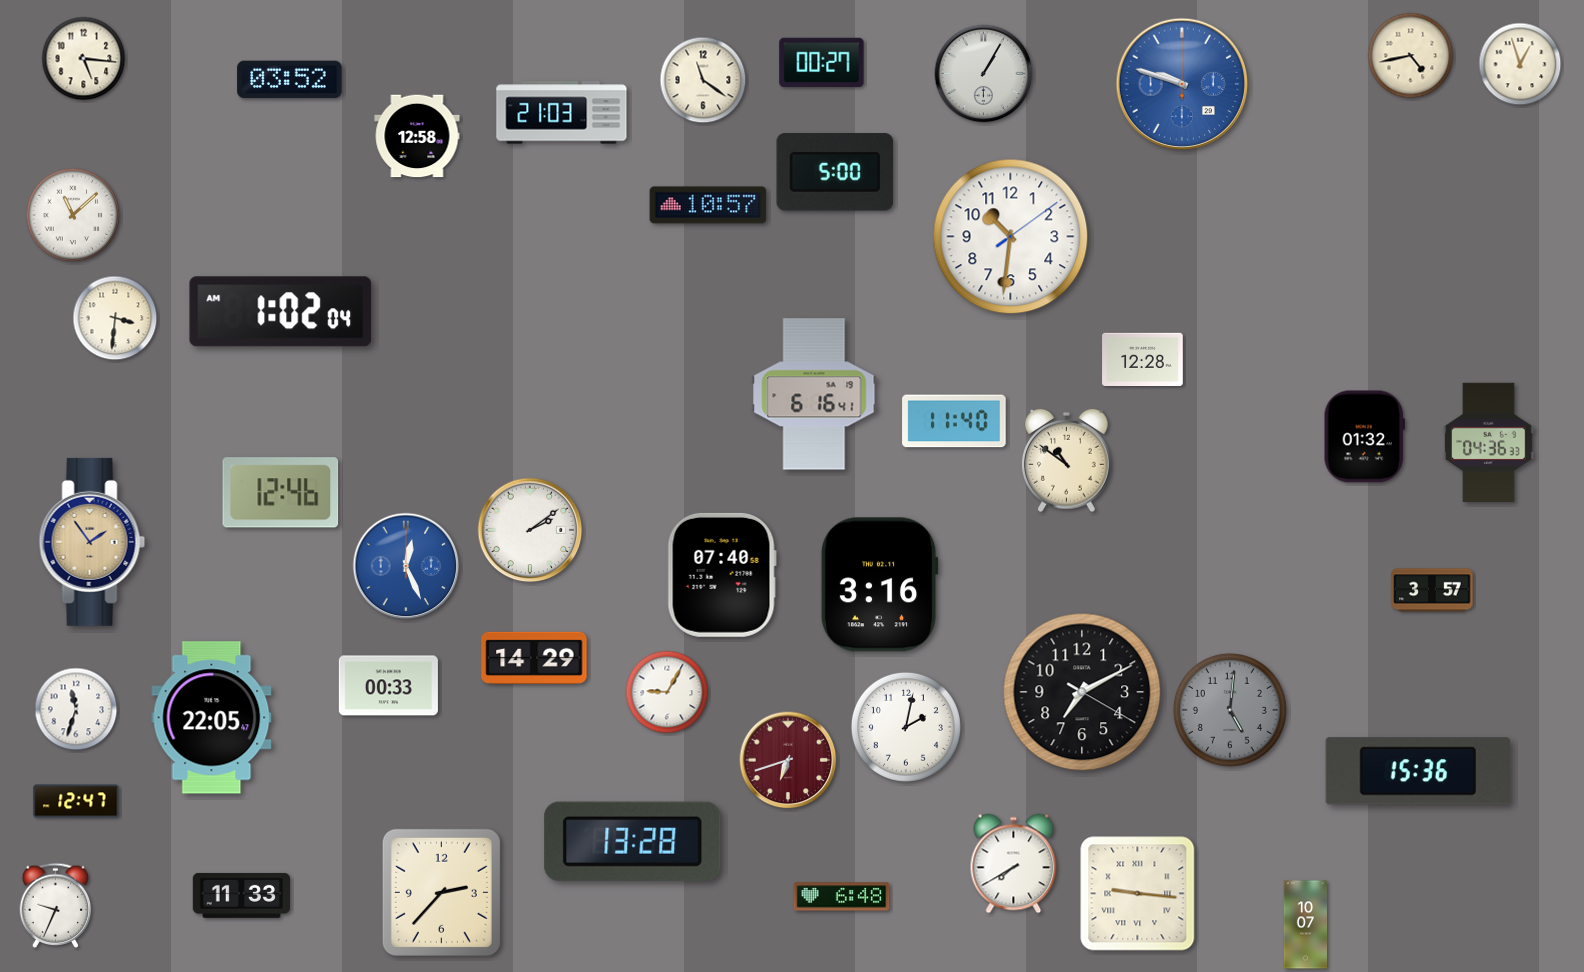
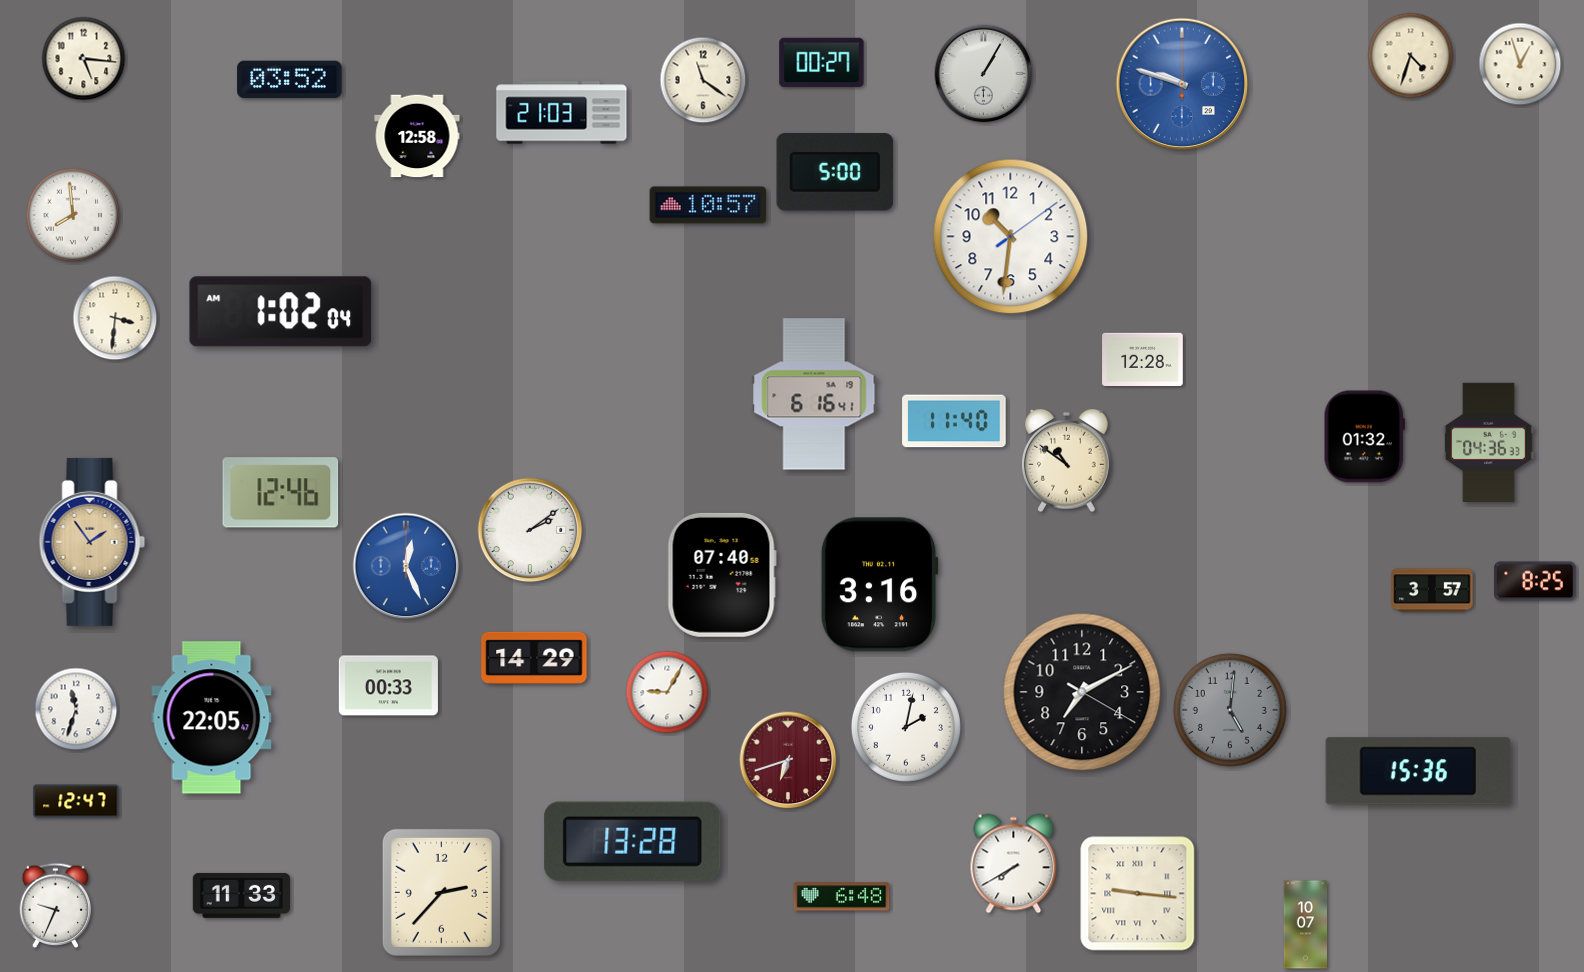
clock at (1411, 56): 4:43 -> 4:33
clock at (73, 215): 11:08 -> 7:59
clock at (1535, 581): none -> 8:25
